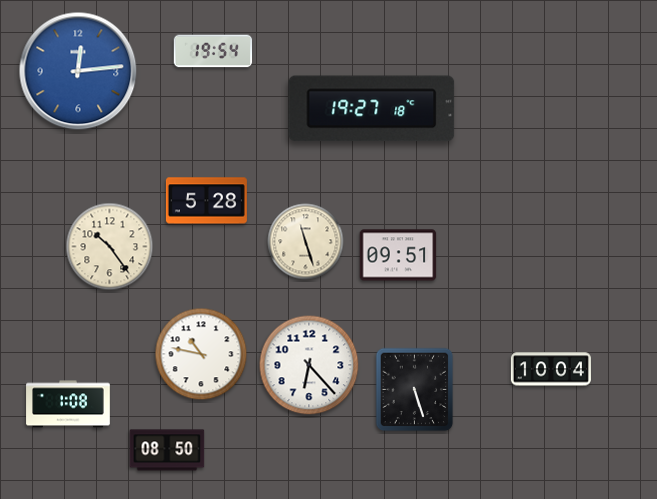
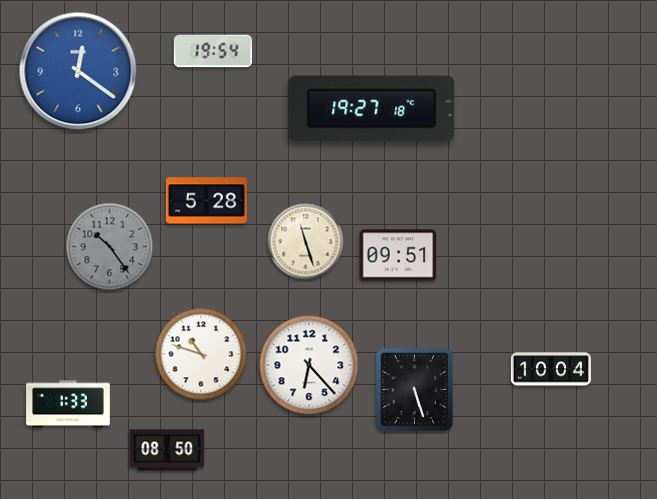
clock at (78, 71): 12:14 -> 12:21
clock at (110, 247) dial: cream -> grey
clock at (201, 354): 10:47 -> 10:48
clock at (68, 404): 1:08 -> 1:33
